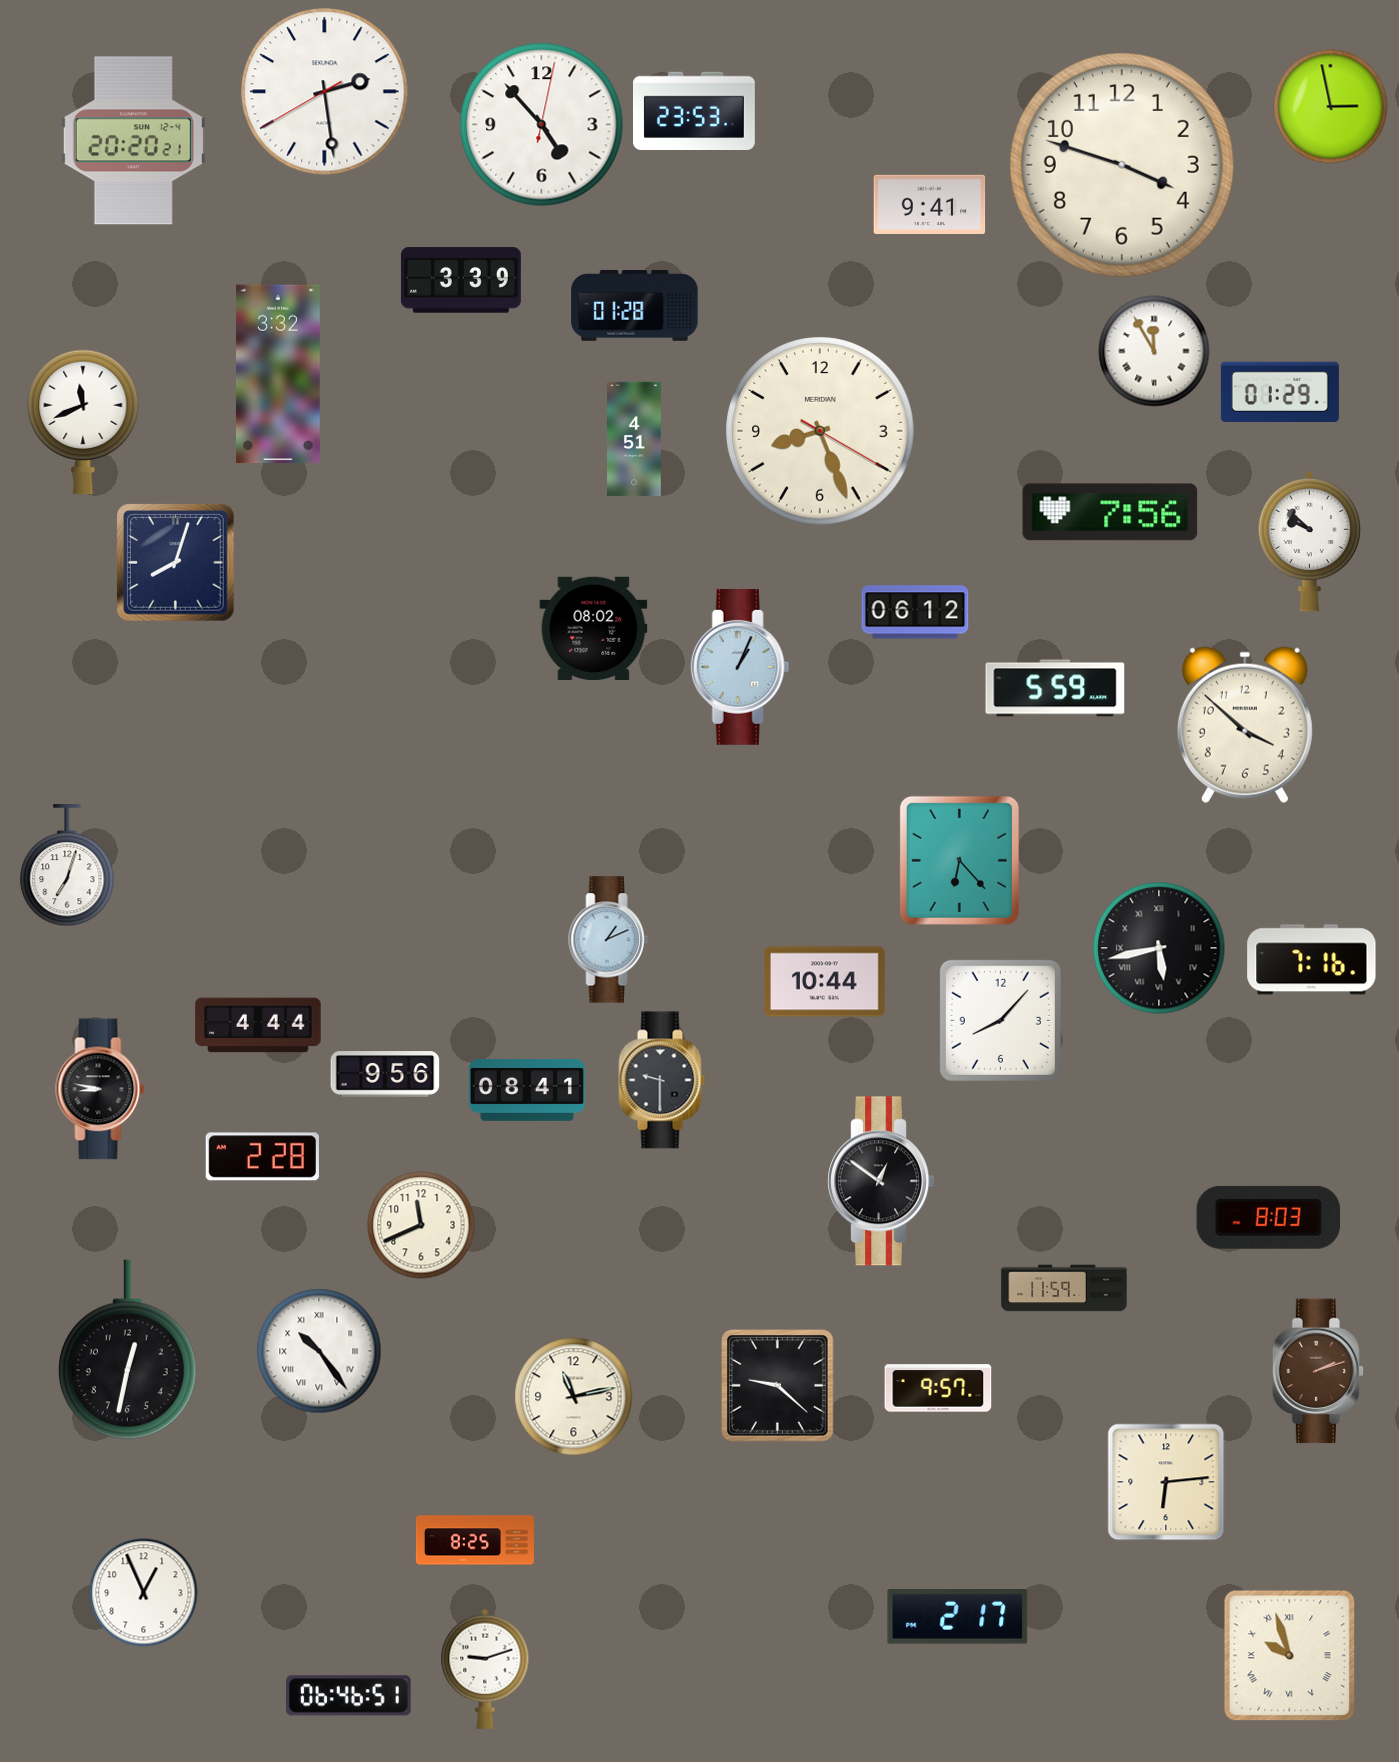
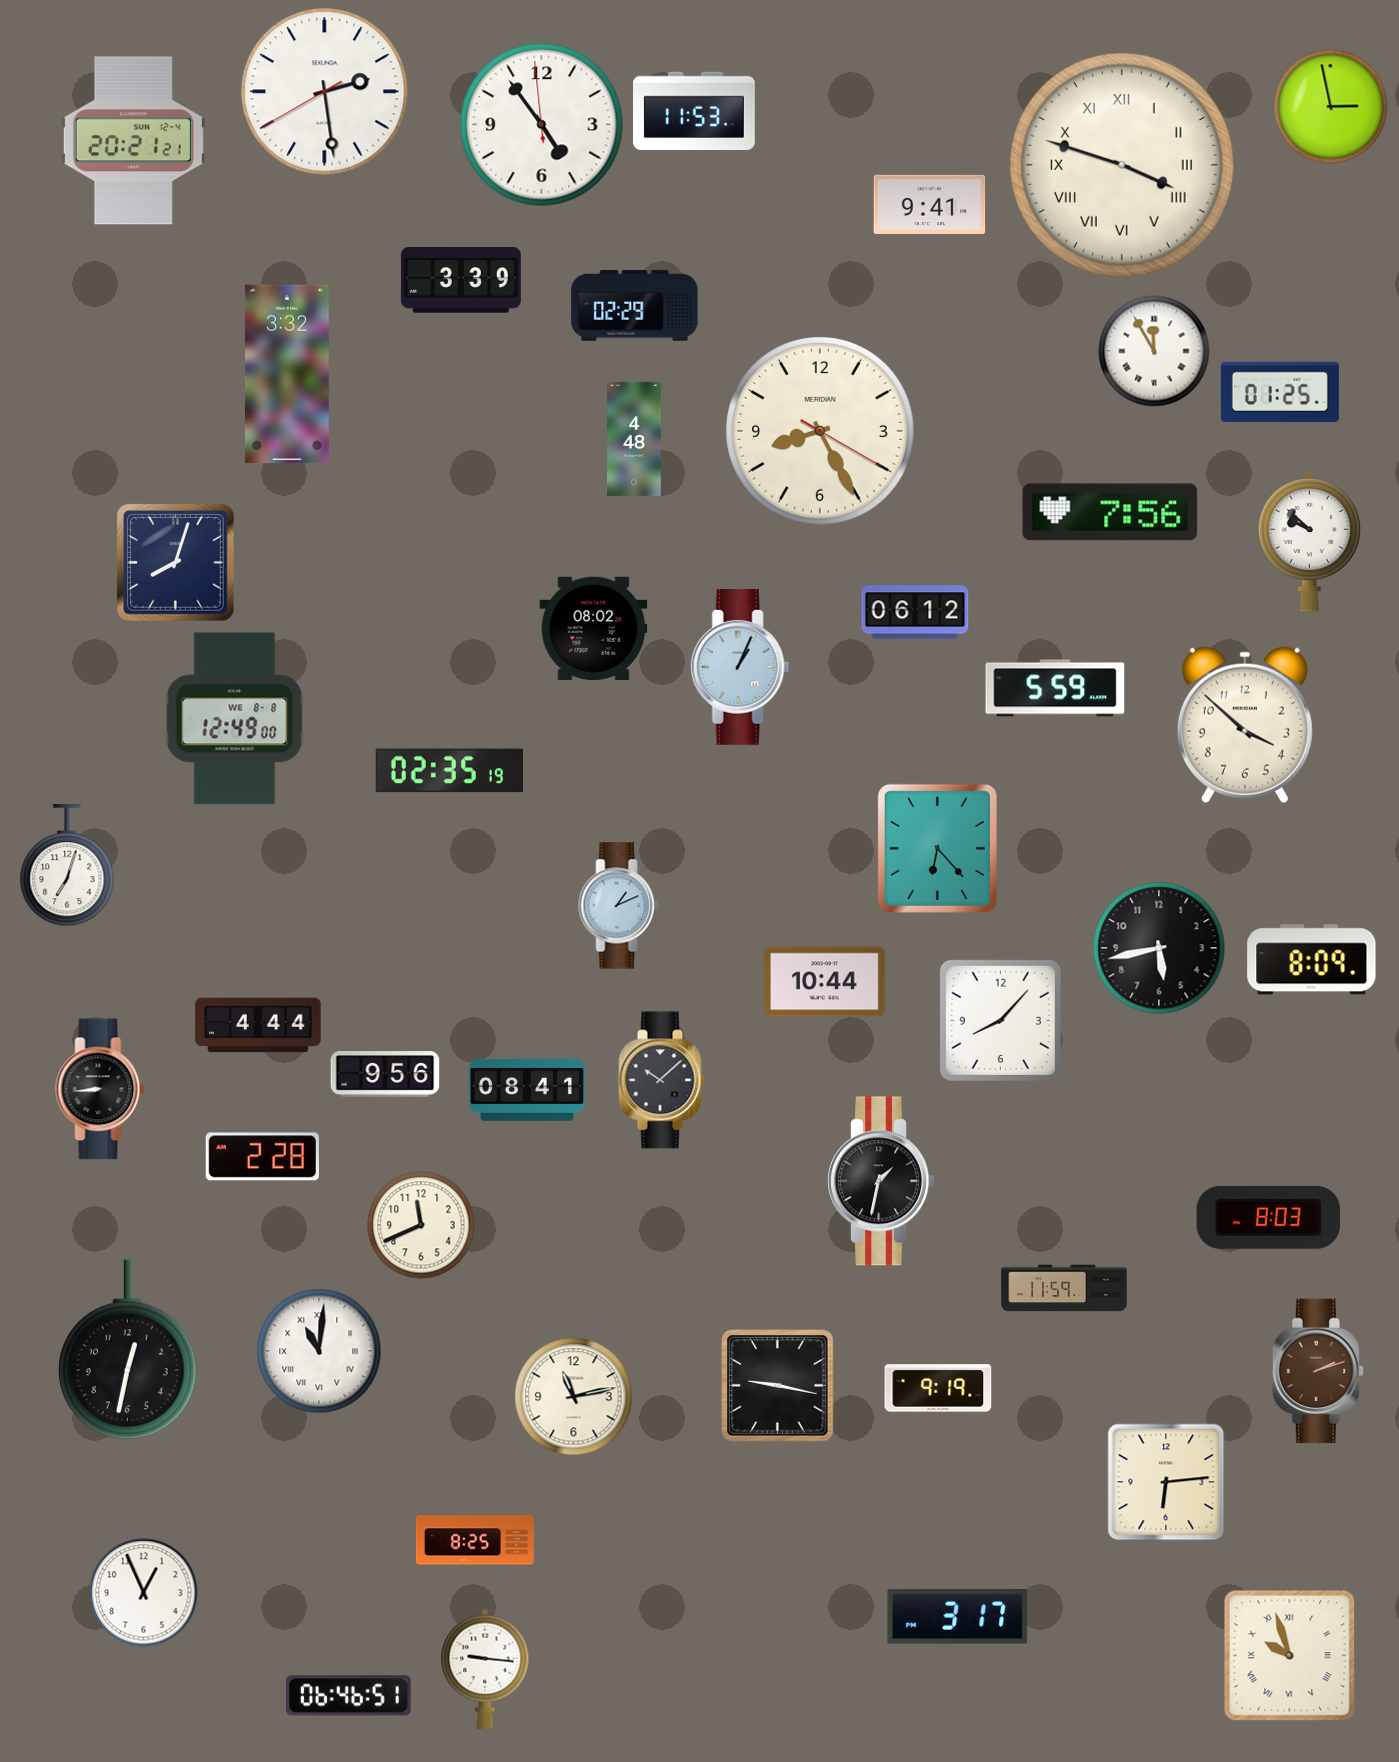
clock at (695, 111): 23:53 -> 11:53
clock at (542, 125): 4:53:02 -> 4:53:59
clock at (133, 141): 20:20 -> 20:21
clock at (1122, 165) numerals: Arabic -> Roman
clock at (635, 306): 01:28 -> 02:29
clock at (278, 374) position: (278, 374) -> (287, 374)
clock at (1280, 391): 01:29 -> 01:25
clock at (83, 422): 11:41 -> none
clock at (820, 431): 8:26 -> 8:25
clock at (635, 439): 4:51 -> 4:48
clock at (235, 719): none -> 12:49
clock at (449, 771): none -> 02:35
clock at (959, 860) position: (959, 860) -> (937, 848)
clock at (609, 940) position: (609, 940) -> (619, 906)
clock at (1159, 948) numerals: Roman -> Arabic
clock at (1312, 960): 7:16 -> 8:09
clock at (662, 1080): 9:30 -> 10:08
clock at (100, 1089): 8:47 -> 8:44
clock at (880, 1181): 12:51 -> 1:32
clock at (319, 1351): 10:24 -> 11:01
clock at (778, 1386): 9:22 -> 9:17
clock at (938, 1388): 9:57 -> 9:19
clock at (958, 1617): 2:17 -> 3:17
clock at (485, 1669): 9:12 -> 9:16
